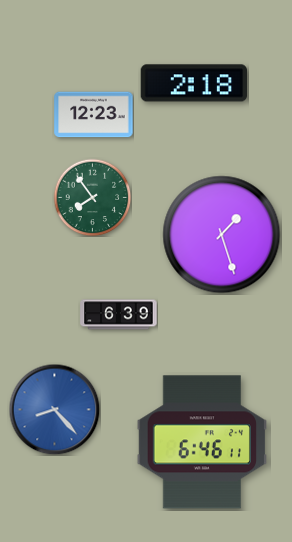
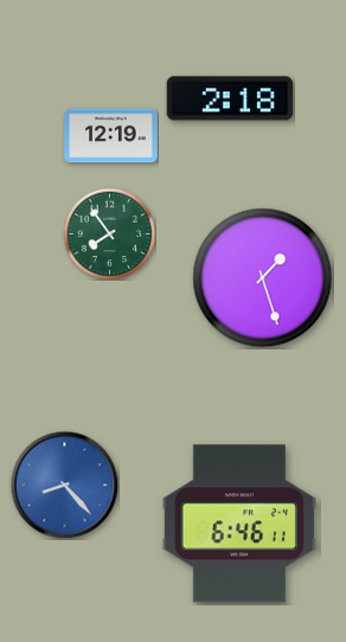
clock at (94, 115): 12:23 -> 12:19
clock at (119, 315): 6:39 -> none
